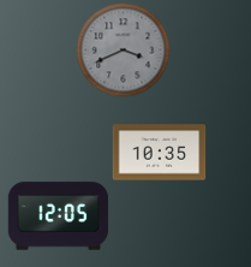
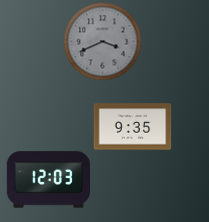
clock at (159, 153): 10:35 -> 9:35
clock at (58, 216): 12:05 -> 12:03
